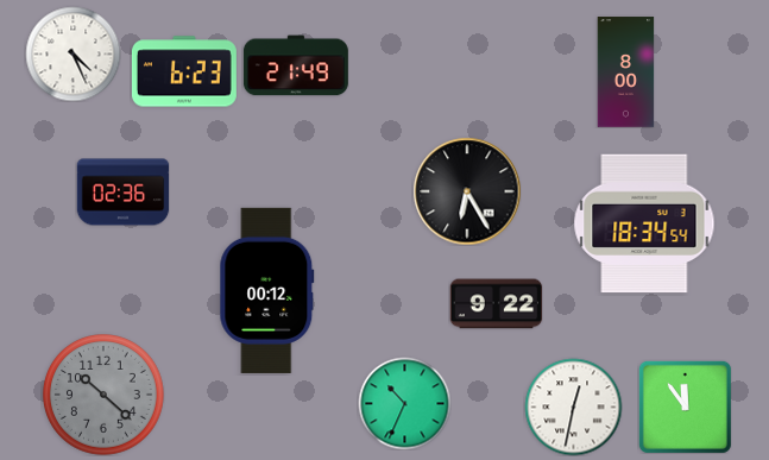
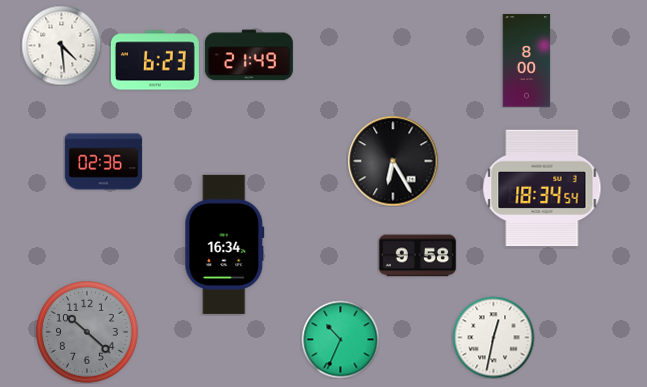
clock at (73, 53): 4:26 -> 4:29
clock at (267, 290): 00:12 -> 16:34
clock at (496, 304): 9:22 -> 9:58
clock at (573, 407) position: (573, 407) -> (493, 337)
clock at (685, 407): 11:54 -> none
